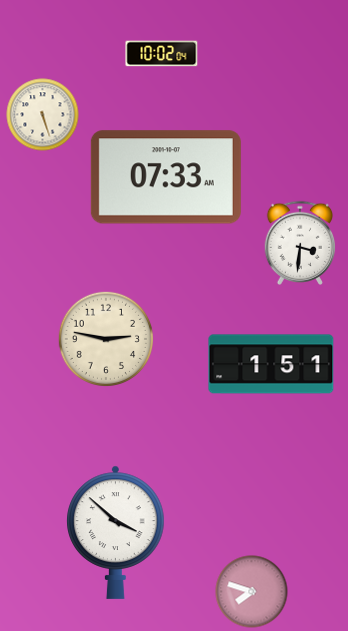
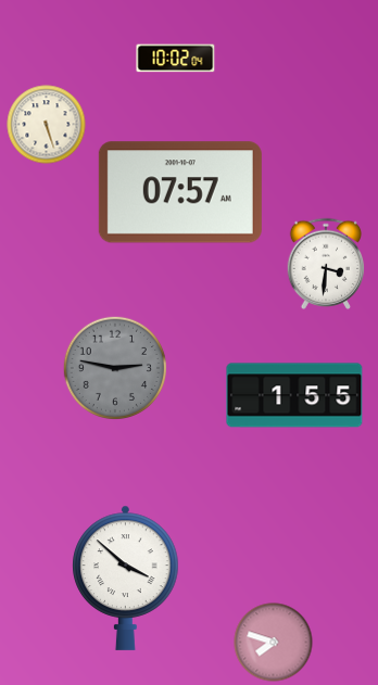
clock at (166, 177): 07:33 -> 07:57
clock at (105, 338) dial: cream -> grey
clock at (271, 364): 1:51 -> 1:55
